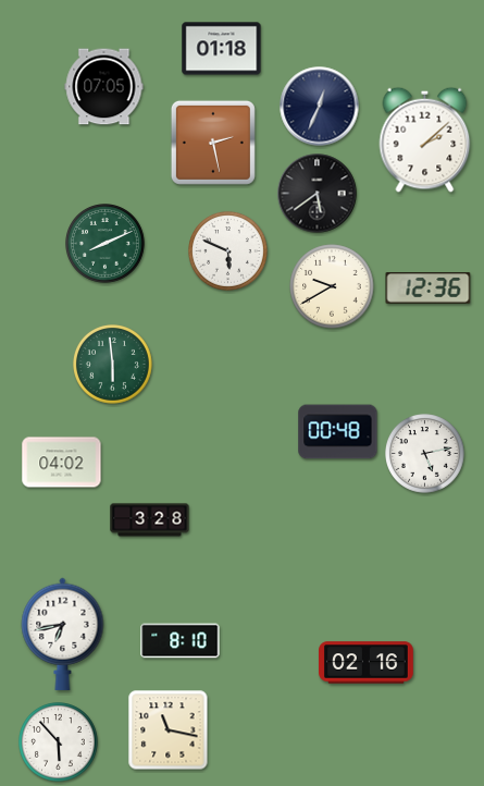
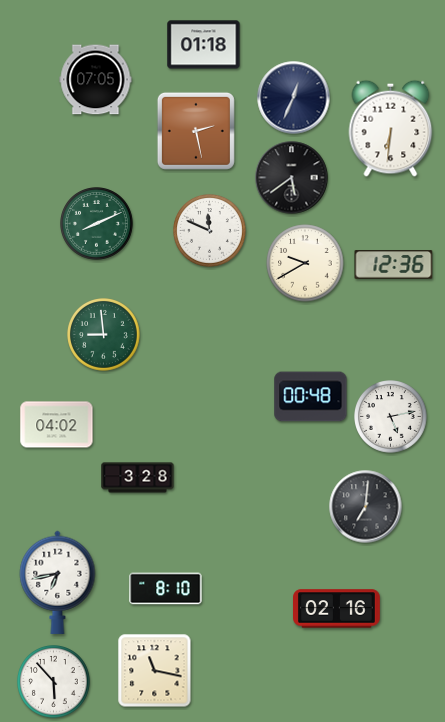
clock at (425, 139): 2:08 -> 6:31
clock at (228, 251): 5:49 -> 11:49
clock at (113, 365): 5:59 -> 8:59
clock at (366, 507): none -> 7:01
